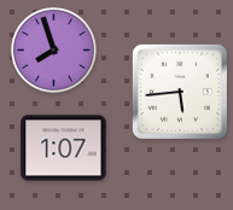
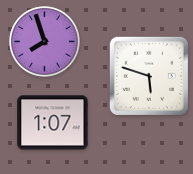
clock at (180, 92): 5:44 -> 5:48
